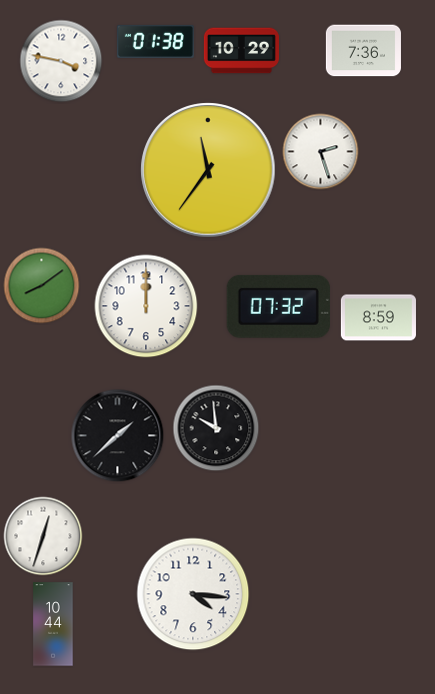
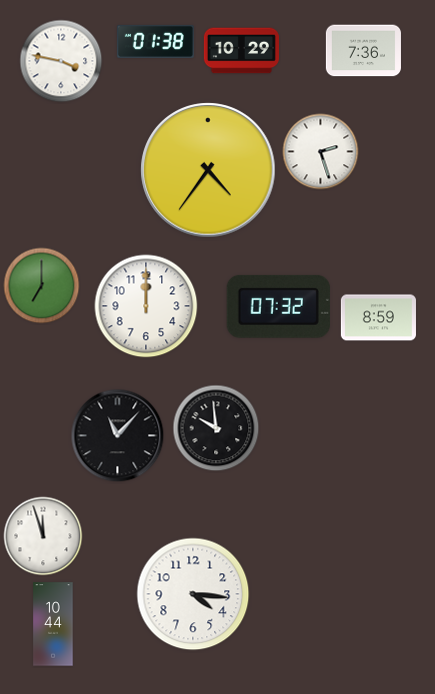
clock at (208, 170): 11:36 -> 4:36
clock at (42, 286): 8:09 -> 7:00
clock at (118, 436): 1:38 -> 11:07
clock at (43, 536): 12:33 -> 11:57
